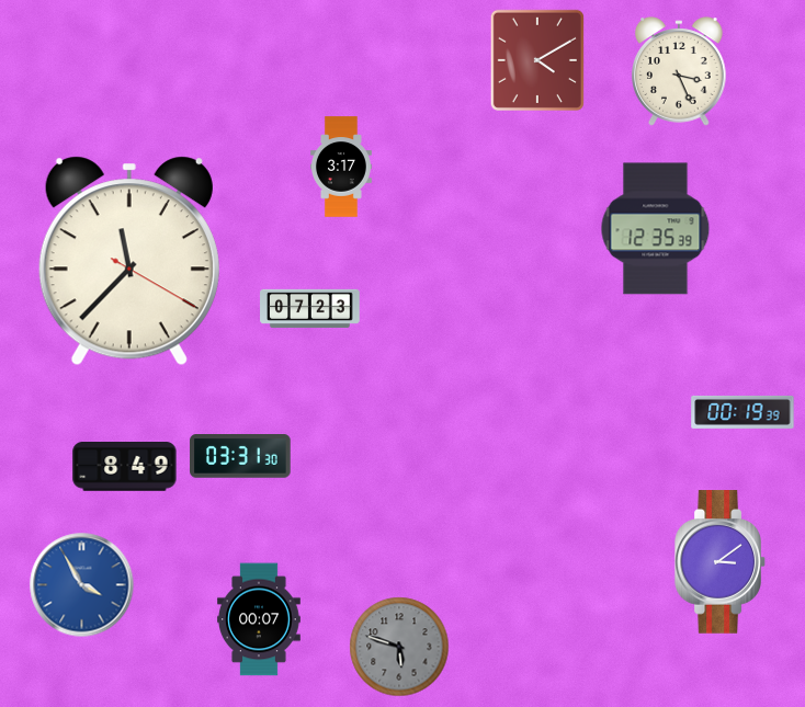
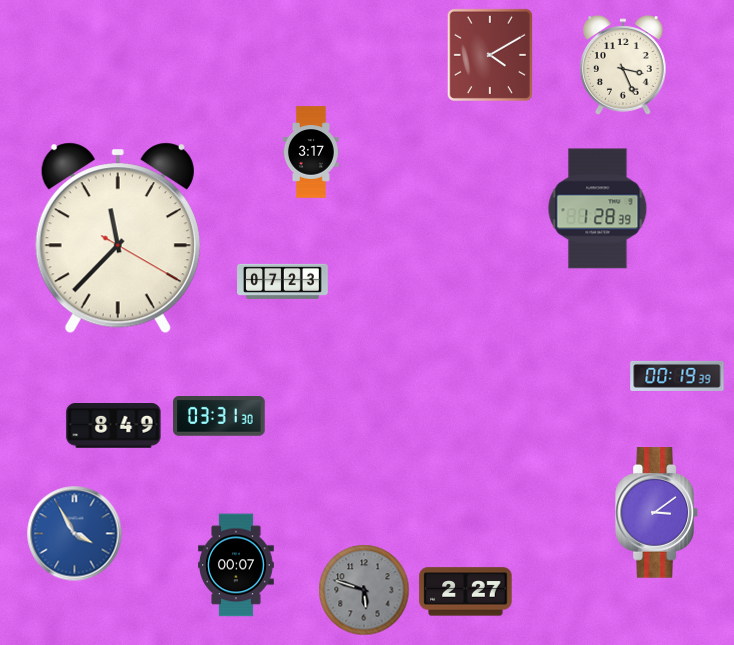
clock at (679, 71) position: (679, 71) -> (623, 65)
clock at (656, 229): 12:35 -> 1:28
clock at (466, 592): none -> 2:27
